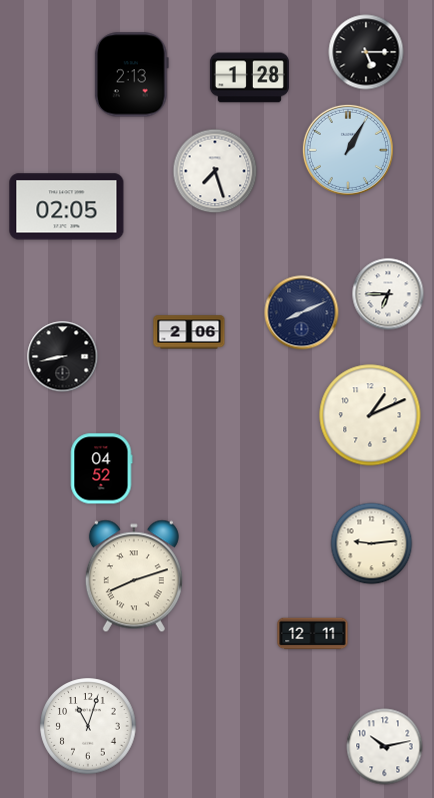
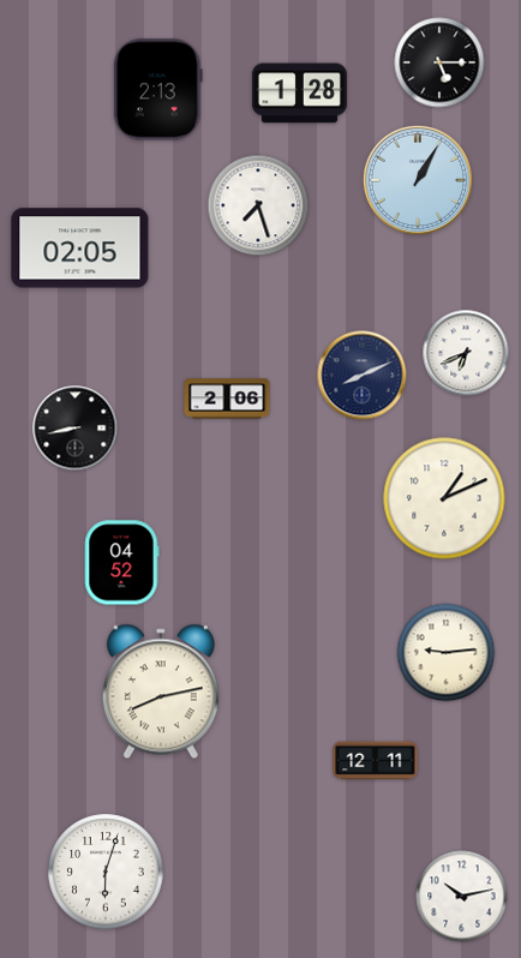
clock at (388, 294): 6:45 -> 6:41
clock at (134, 576): 8:12 -> 8:13
clock at (88, 726): 11:03 -> 6:03
